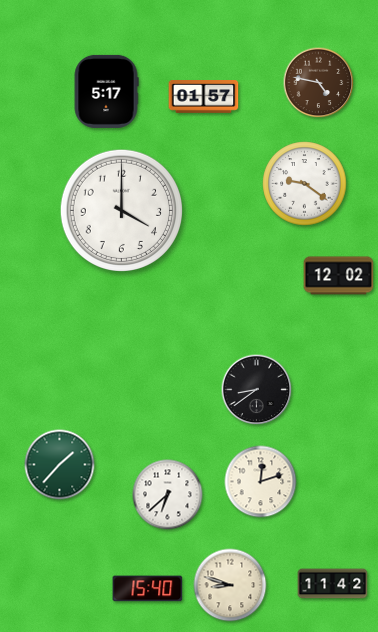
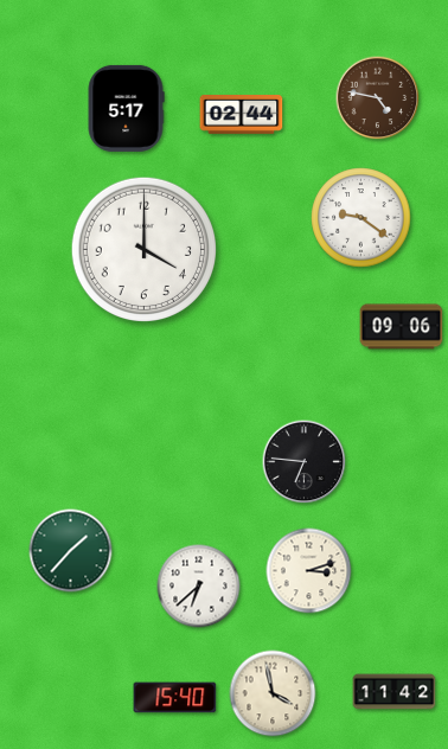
clock at (204, 97): 01:57 -> 02:44
clock at (339, 276): 12:02 -> 09:06
clock at (257, 390): 8:39 -> 6:46
clock at (261, 482): 12:12 -> 3:12
clock at (230, 585): 8:48 -> 3:58
